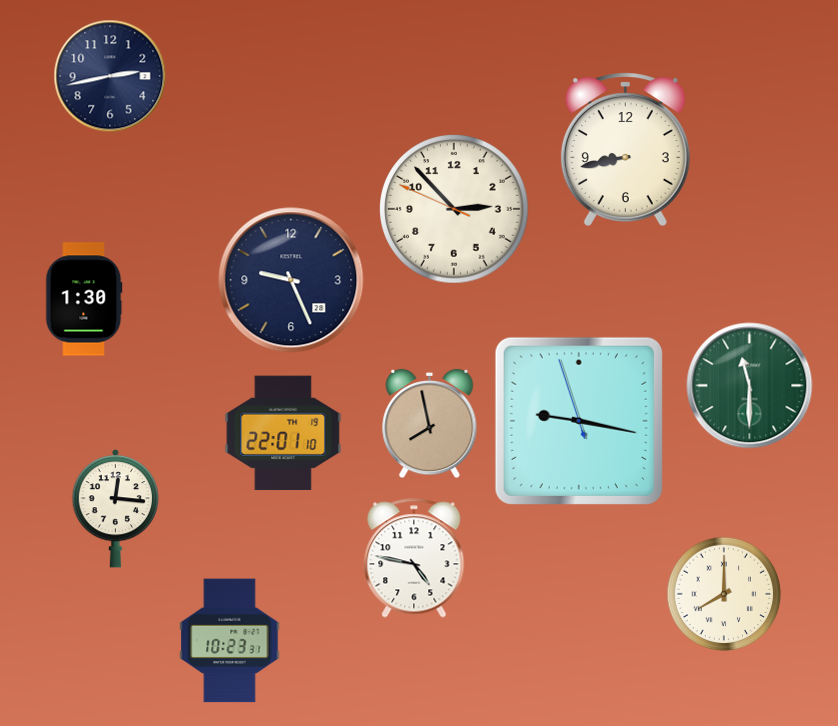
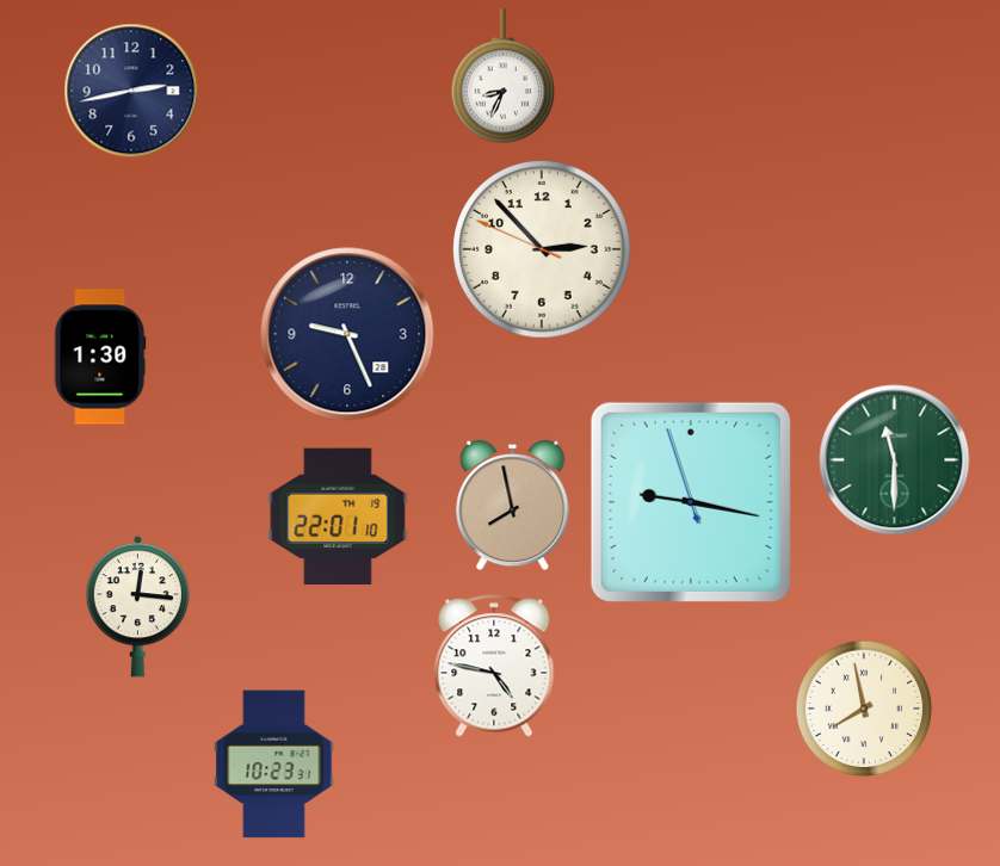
clock at (504, 76): none -> 8:34
clock at (625, 149): 8:43 -> none
clock at (724, 594): 8:00 -> 7:58
